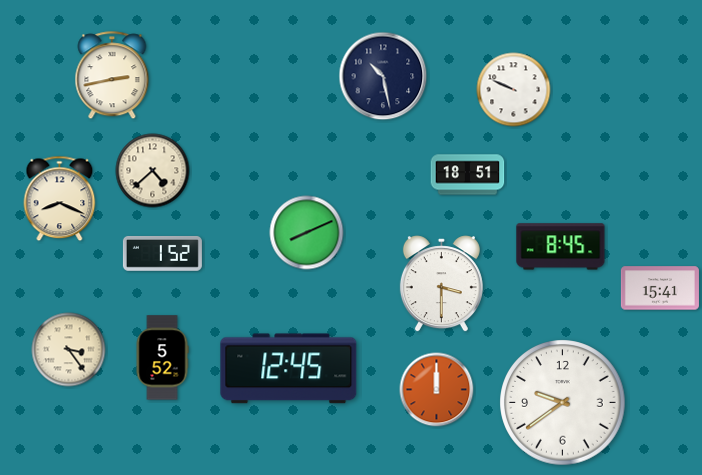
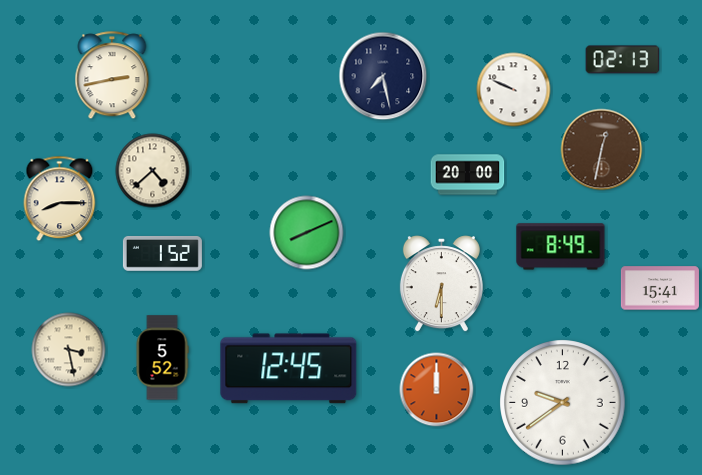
clock at (623, 60): none -> 02:13
clock at (383, 76): 10:28 -> 7:28
clock at (602, 150): none -> 12:32
clock at (468, 175): 18:51 -> 20:00
clock at (60, 199): 8:19 -> 8:15
clock at (561, 247): 8:45 -> 8:49
clock at (441, 284): 3:30 -> 6:30
clock at (69, 350): 3:24 -> 3:28
